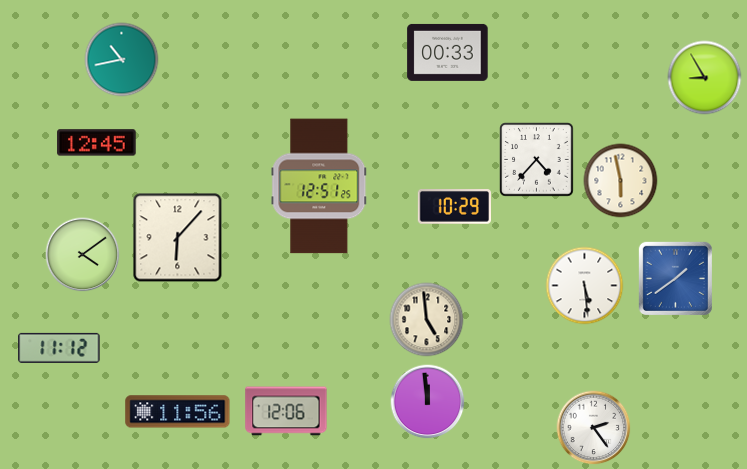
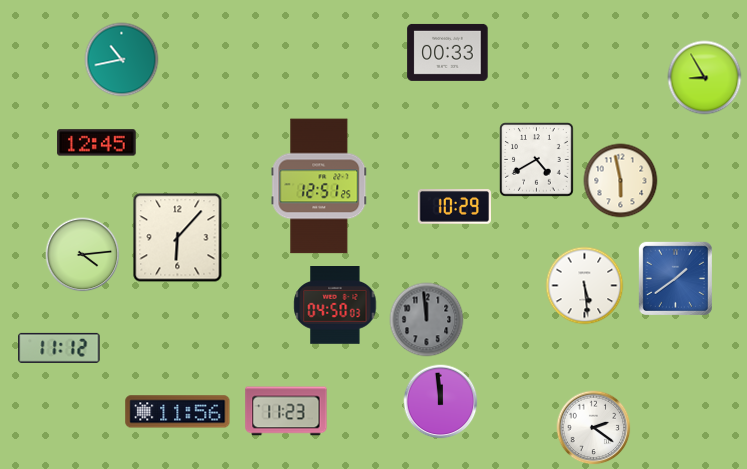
clock at (537, 160): 4:37 -> 4:40
clock at (83, 255): 4:09 -> 4:14
clock at (335, 306): none -> 04:50
clock at (427, 320): 4:59 -> 11:59
clock at (427, 320) dial: cream -> grey
clock at (428, 402) position: (428, 402) -> (441, 402)
clock at (286, 411): 12:06 -> 11:23
clock at (594, 428): 2:24 -> 2:21
